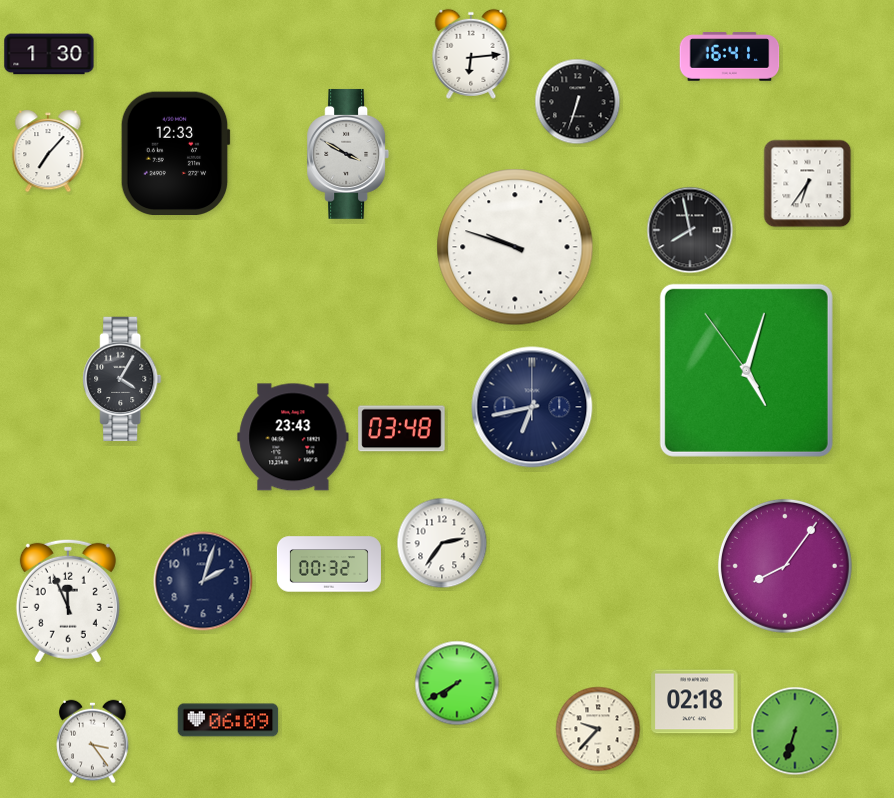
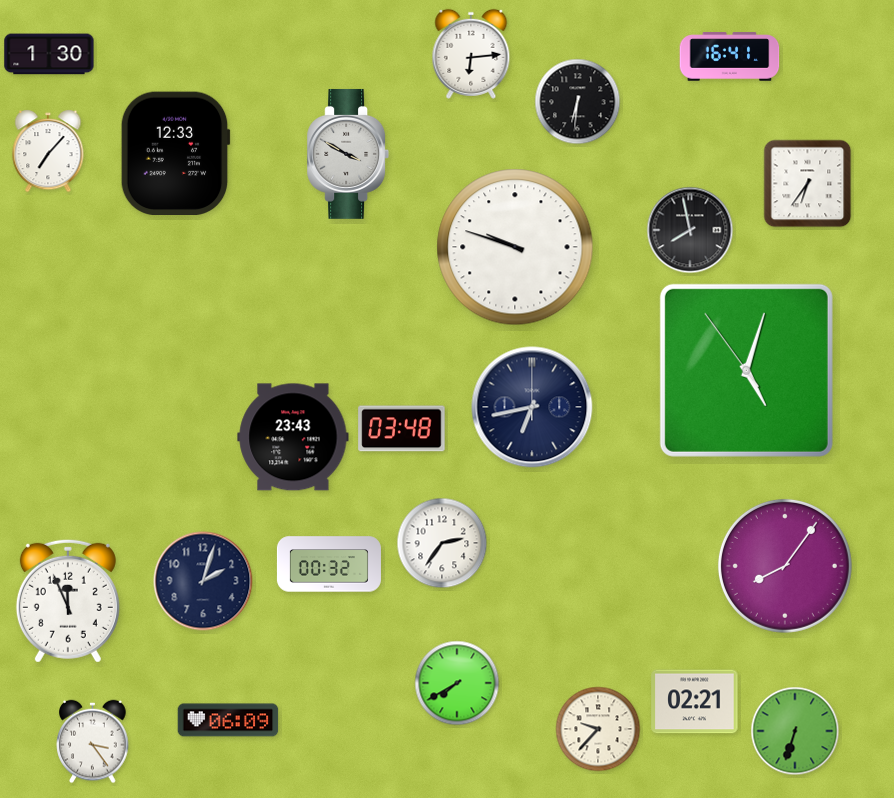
clock at (578, 102): 6:33 -> 6:31
clock at (122, 379): 4:05 -> none
clock at (695, 702): 02:18 -> 02:21
